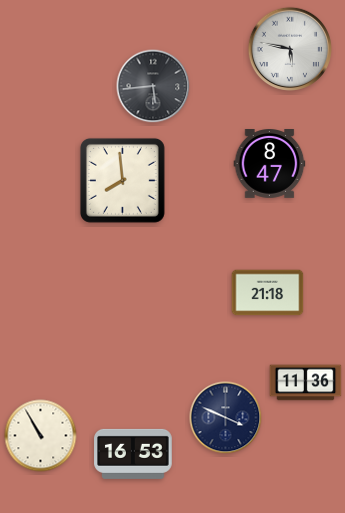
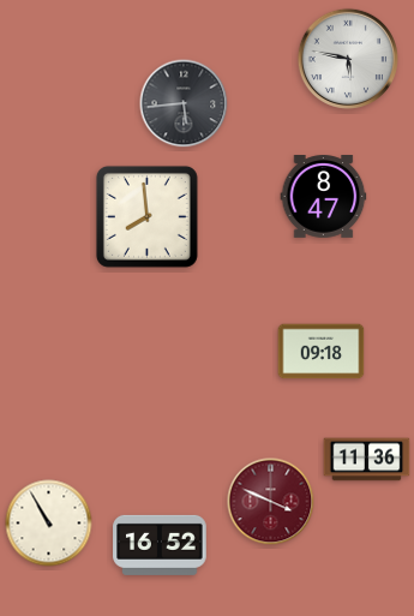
clock at (268, 293): 21:18 -> 09:18
clock at (226, 418) dial: navy -> burgundy
clock at (133, 454): 16:53 -> 16:52
